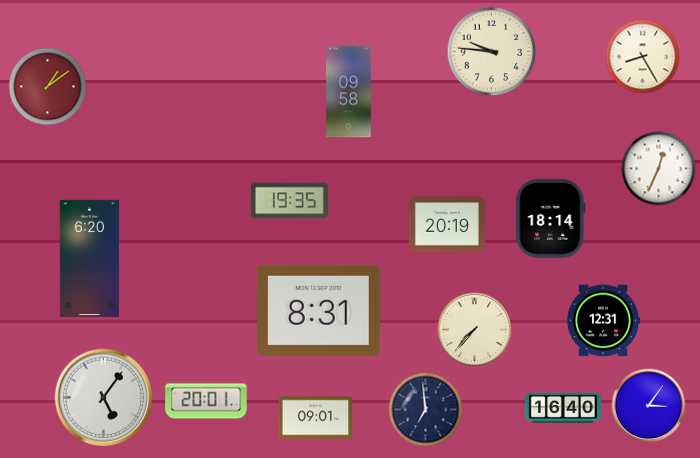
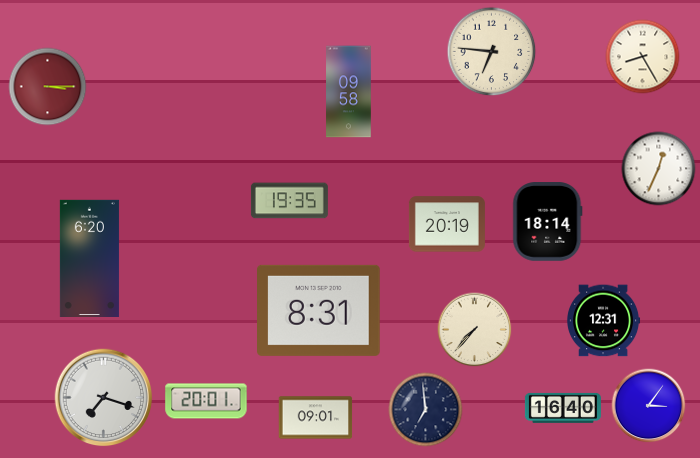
clock at (492, 52): 9:46 -> 6:46
clock at (48, 87): 1:09 -> 3:15
clock at (551, 219) position: (551, 219) -> (548, 222)
clock at (104, 398): 5:06 -> 7:18
